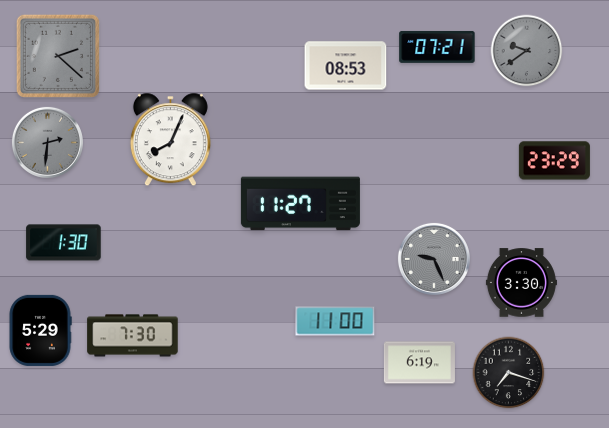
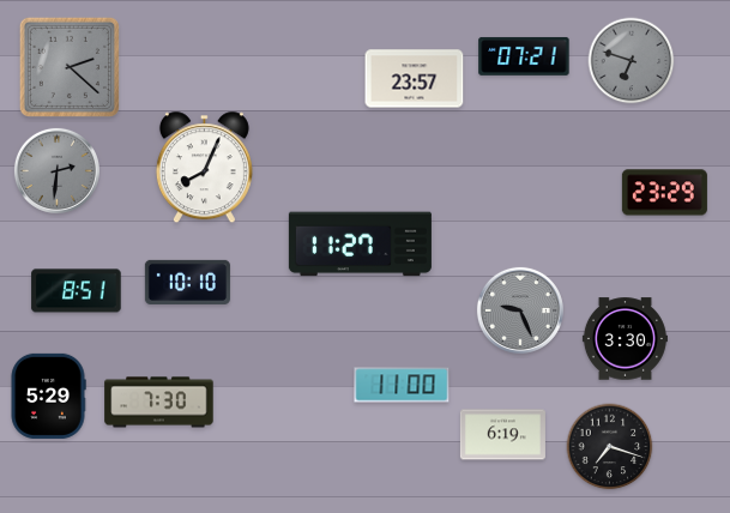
clock at (527, 51): 9:39 -> 6:48
clock at (346, 66): 08:53 -> 23:57
clock at (187, 282): none -> 10:10
clock at (64, 243): 1:30 -> 8:51
